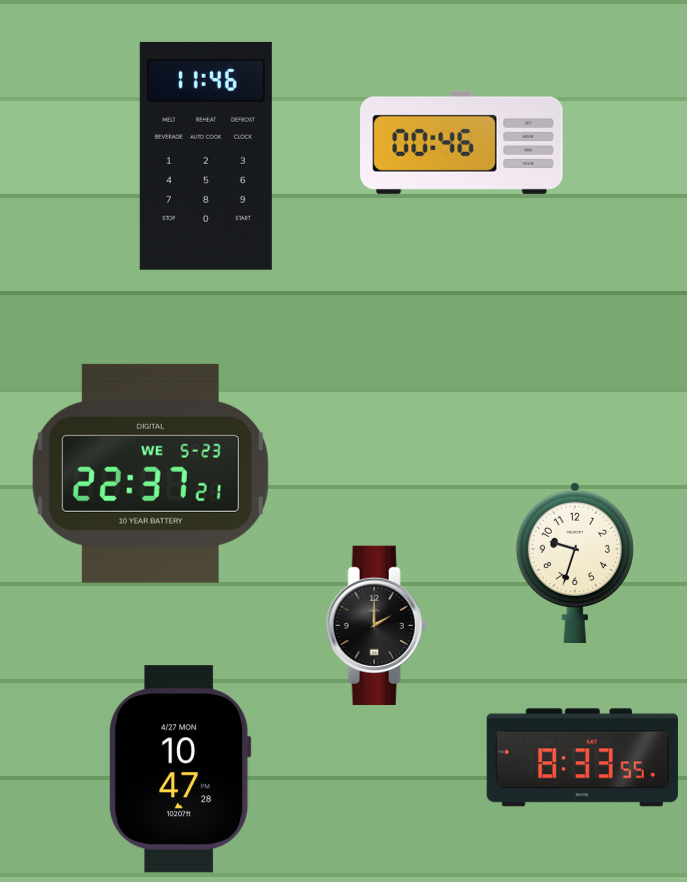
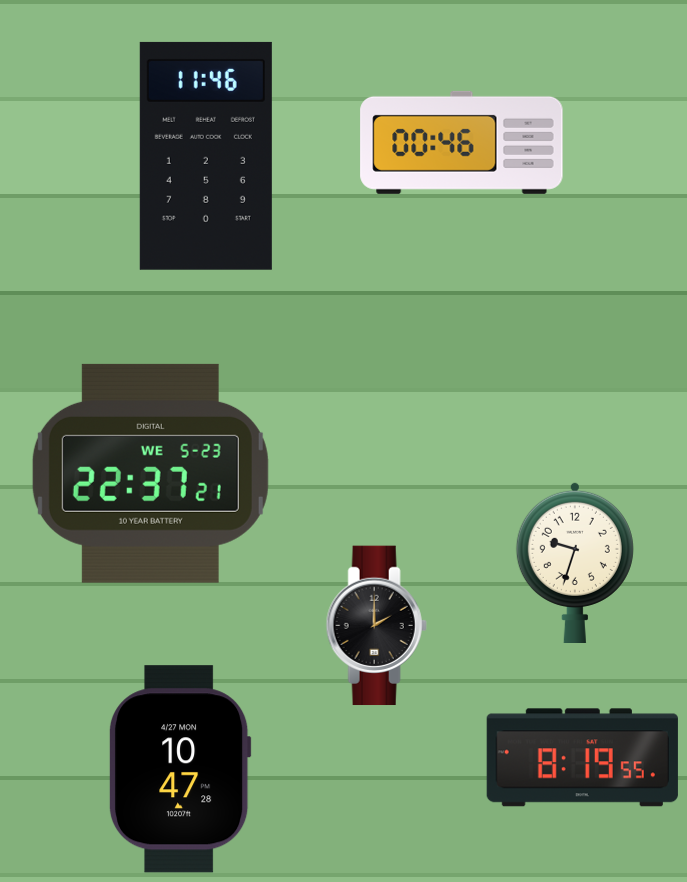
clock at (582, 758): 8:33 -> 8:19
